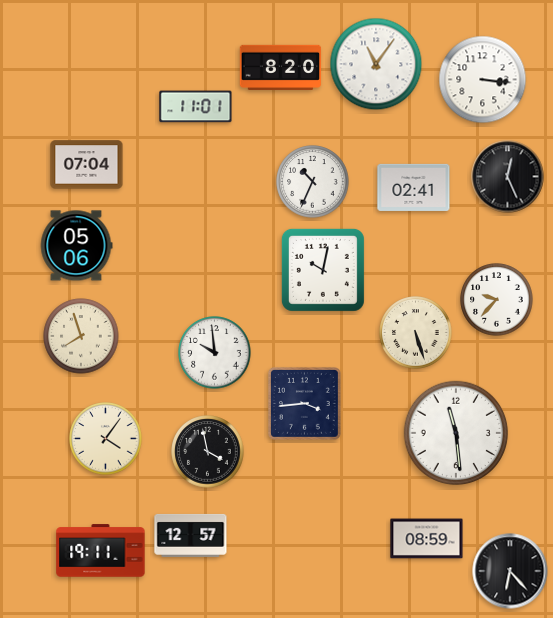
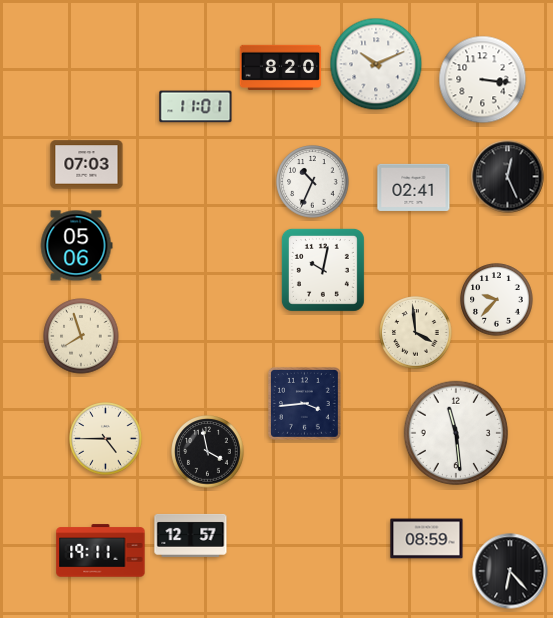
clock at (376, 64): 11:06 -> 10:11
clock at (87, 165): 07:04 -> 07:03
clock at (416, 333): 5:27 -> 3:59
clock at (215, 353): 9:59 -> none
clock at (106, 439): 4:06 -> 4:45
